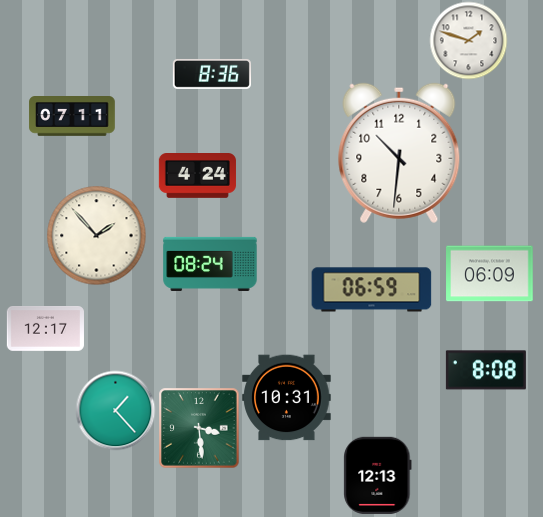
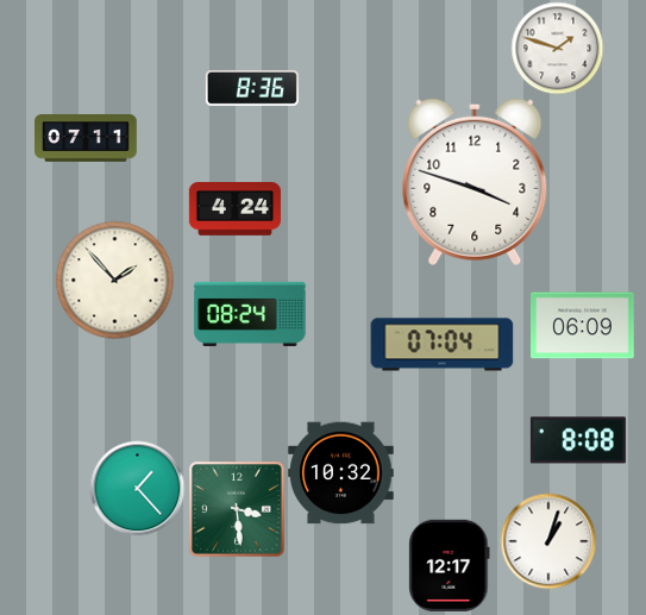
clock at (399, 153): 10:31 -> 3:48
clock at (372, 290): 06:59 -> 07:04
clock at (45, 329): 12:17 -> none
clock at (287, 398): 10:31 -> 10:32
clock at (548, 541): none -> 1:03
clock at (378, 475): 12:13 -> 12:17
